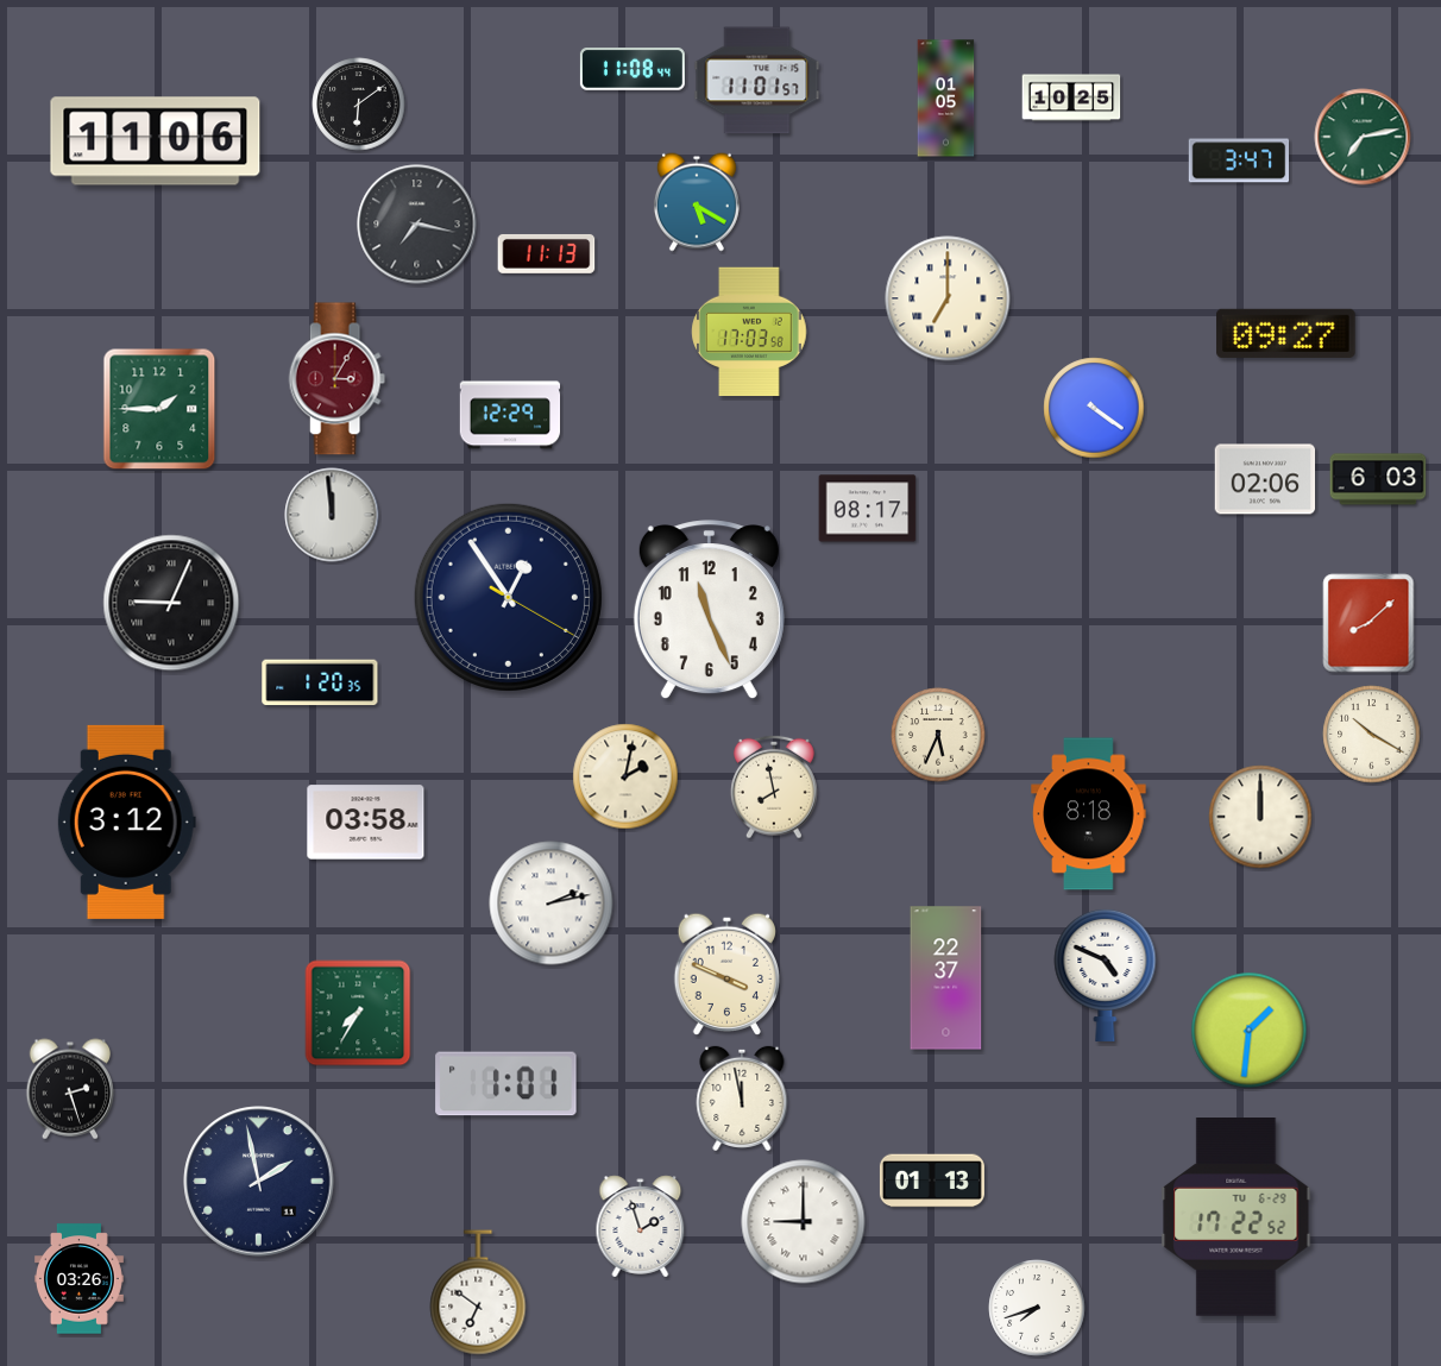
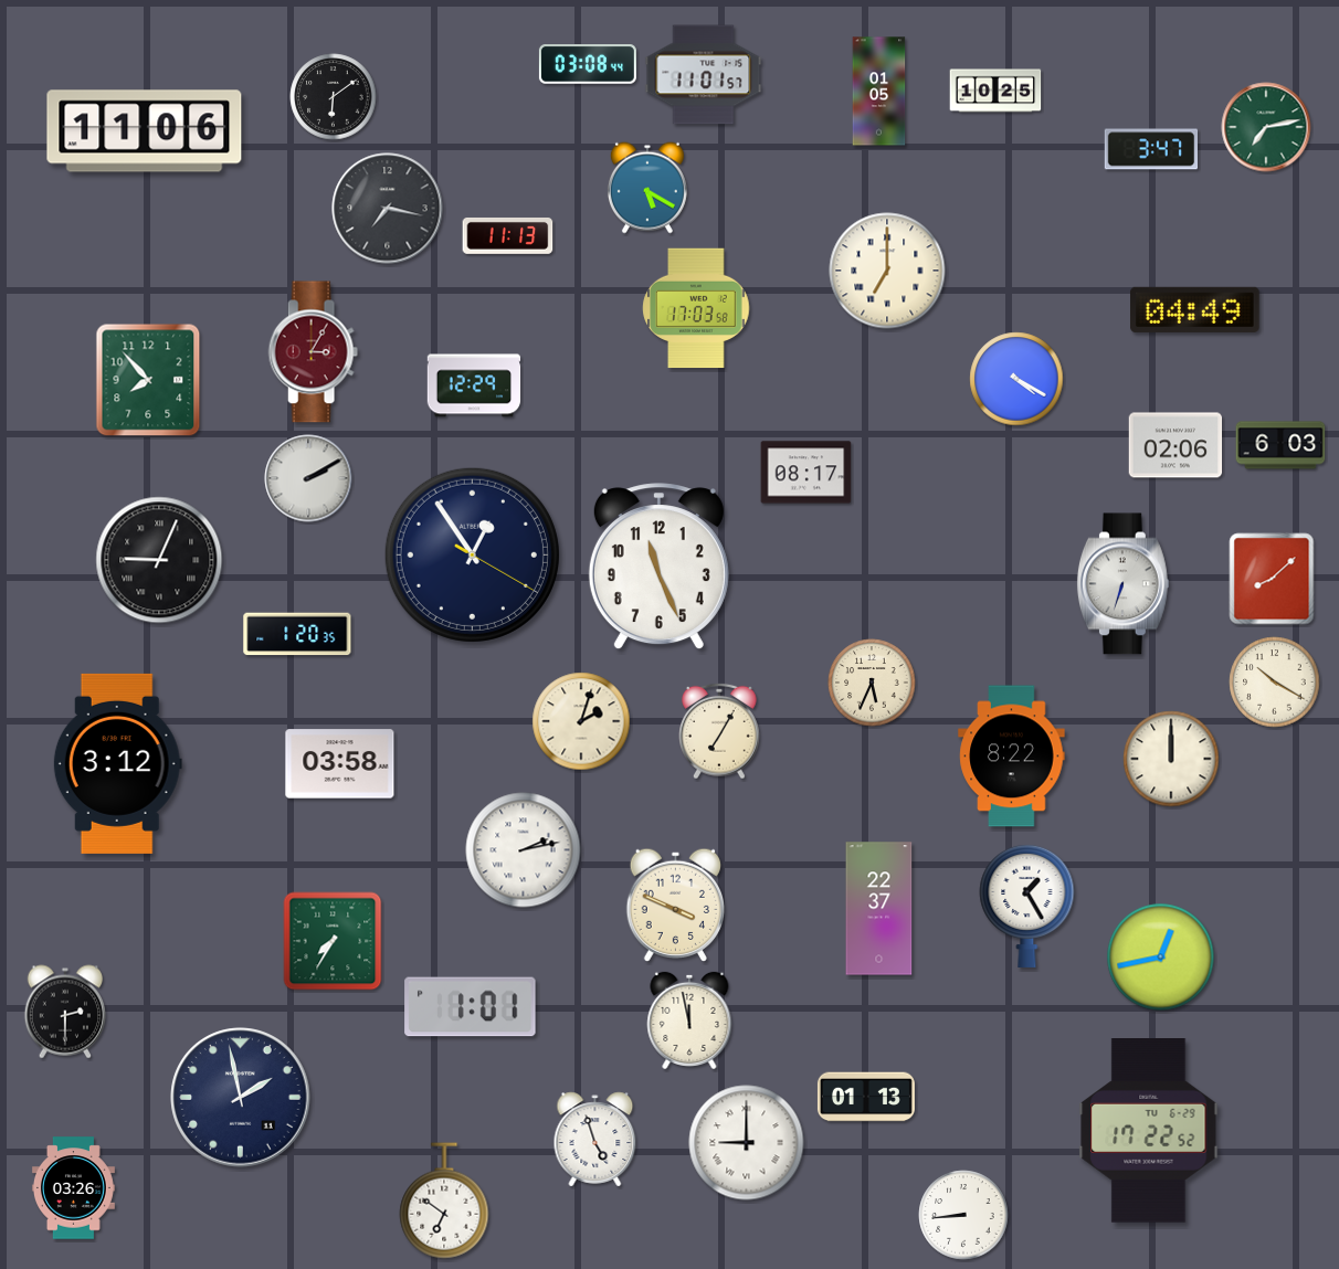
clock at (633, 69): 11:08 -> 03:08
clock at (948, 298) position: (948, 298) -> (887, 271)
clock at (1286, 333): 09:27 -> 04:49
clock at (1094, 408): 4:21 -> 4:20
clock at (159, 409): 1:45 -> 7:53
clock at (332, 515): 11:59 -> 2:10
clock at (1122, 584): none -> 6:33
clock at (625, 776): 2:02 -> 2:03
clock at (775, 787): 7:58 -> 7:05
clock at (1089, 814): 8:18 -> 8:22
clock at (552, 904) position: (552, 904) -> (524, 850)
clock at (1106, 975): 4:49 -> 1:25
clock at (1250, 1031): 1:31 -> 12:43
clock at (69, 1089): 2:27 -> 2:30
clock at (804, 1222) position: (804, 1222) -> (747, 1143)
clock at (641, 1227): 1:57 -> 4:57
clock at (1037, 1308): 7:42 -> 8:44
